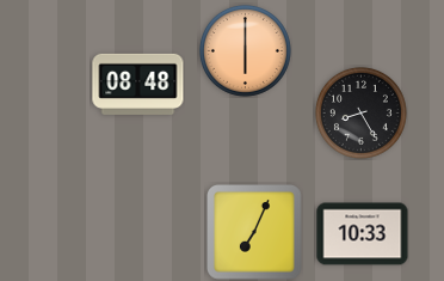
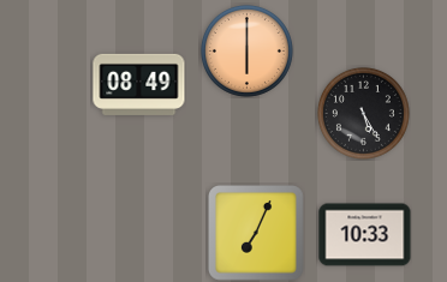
clock at (138, 84): 08:48 -> 08:49
clock at (360, 112): 8:25 -> 5:25
